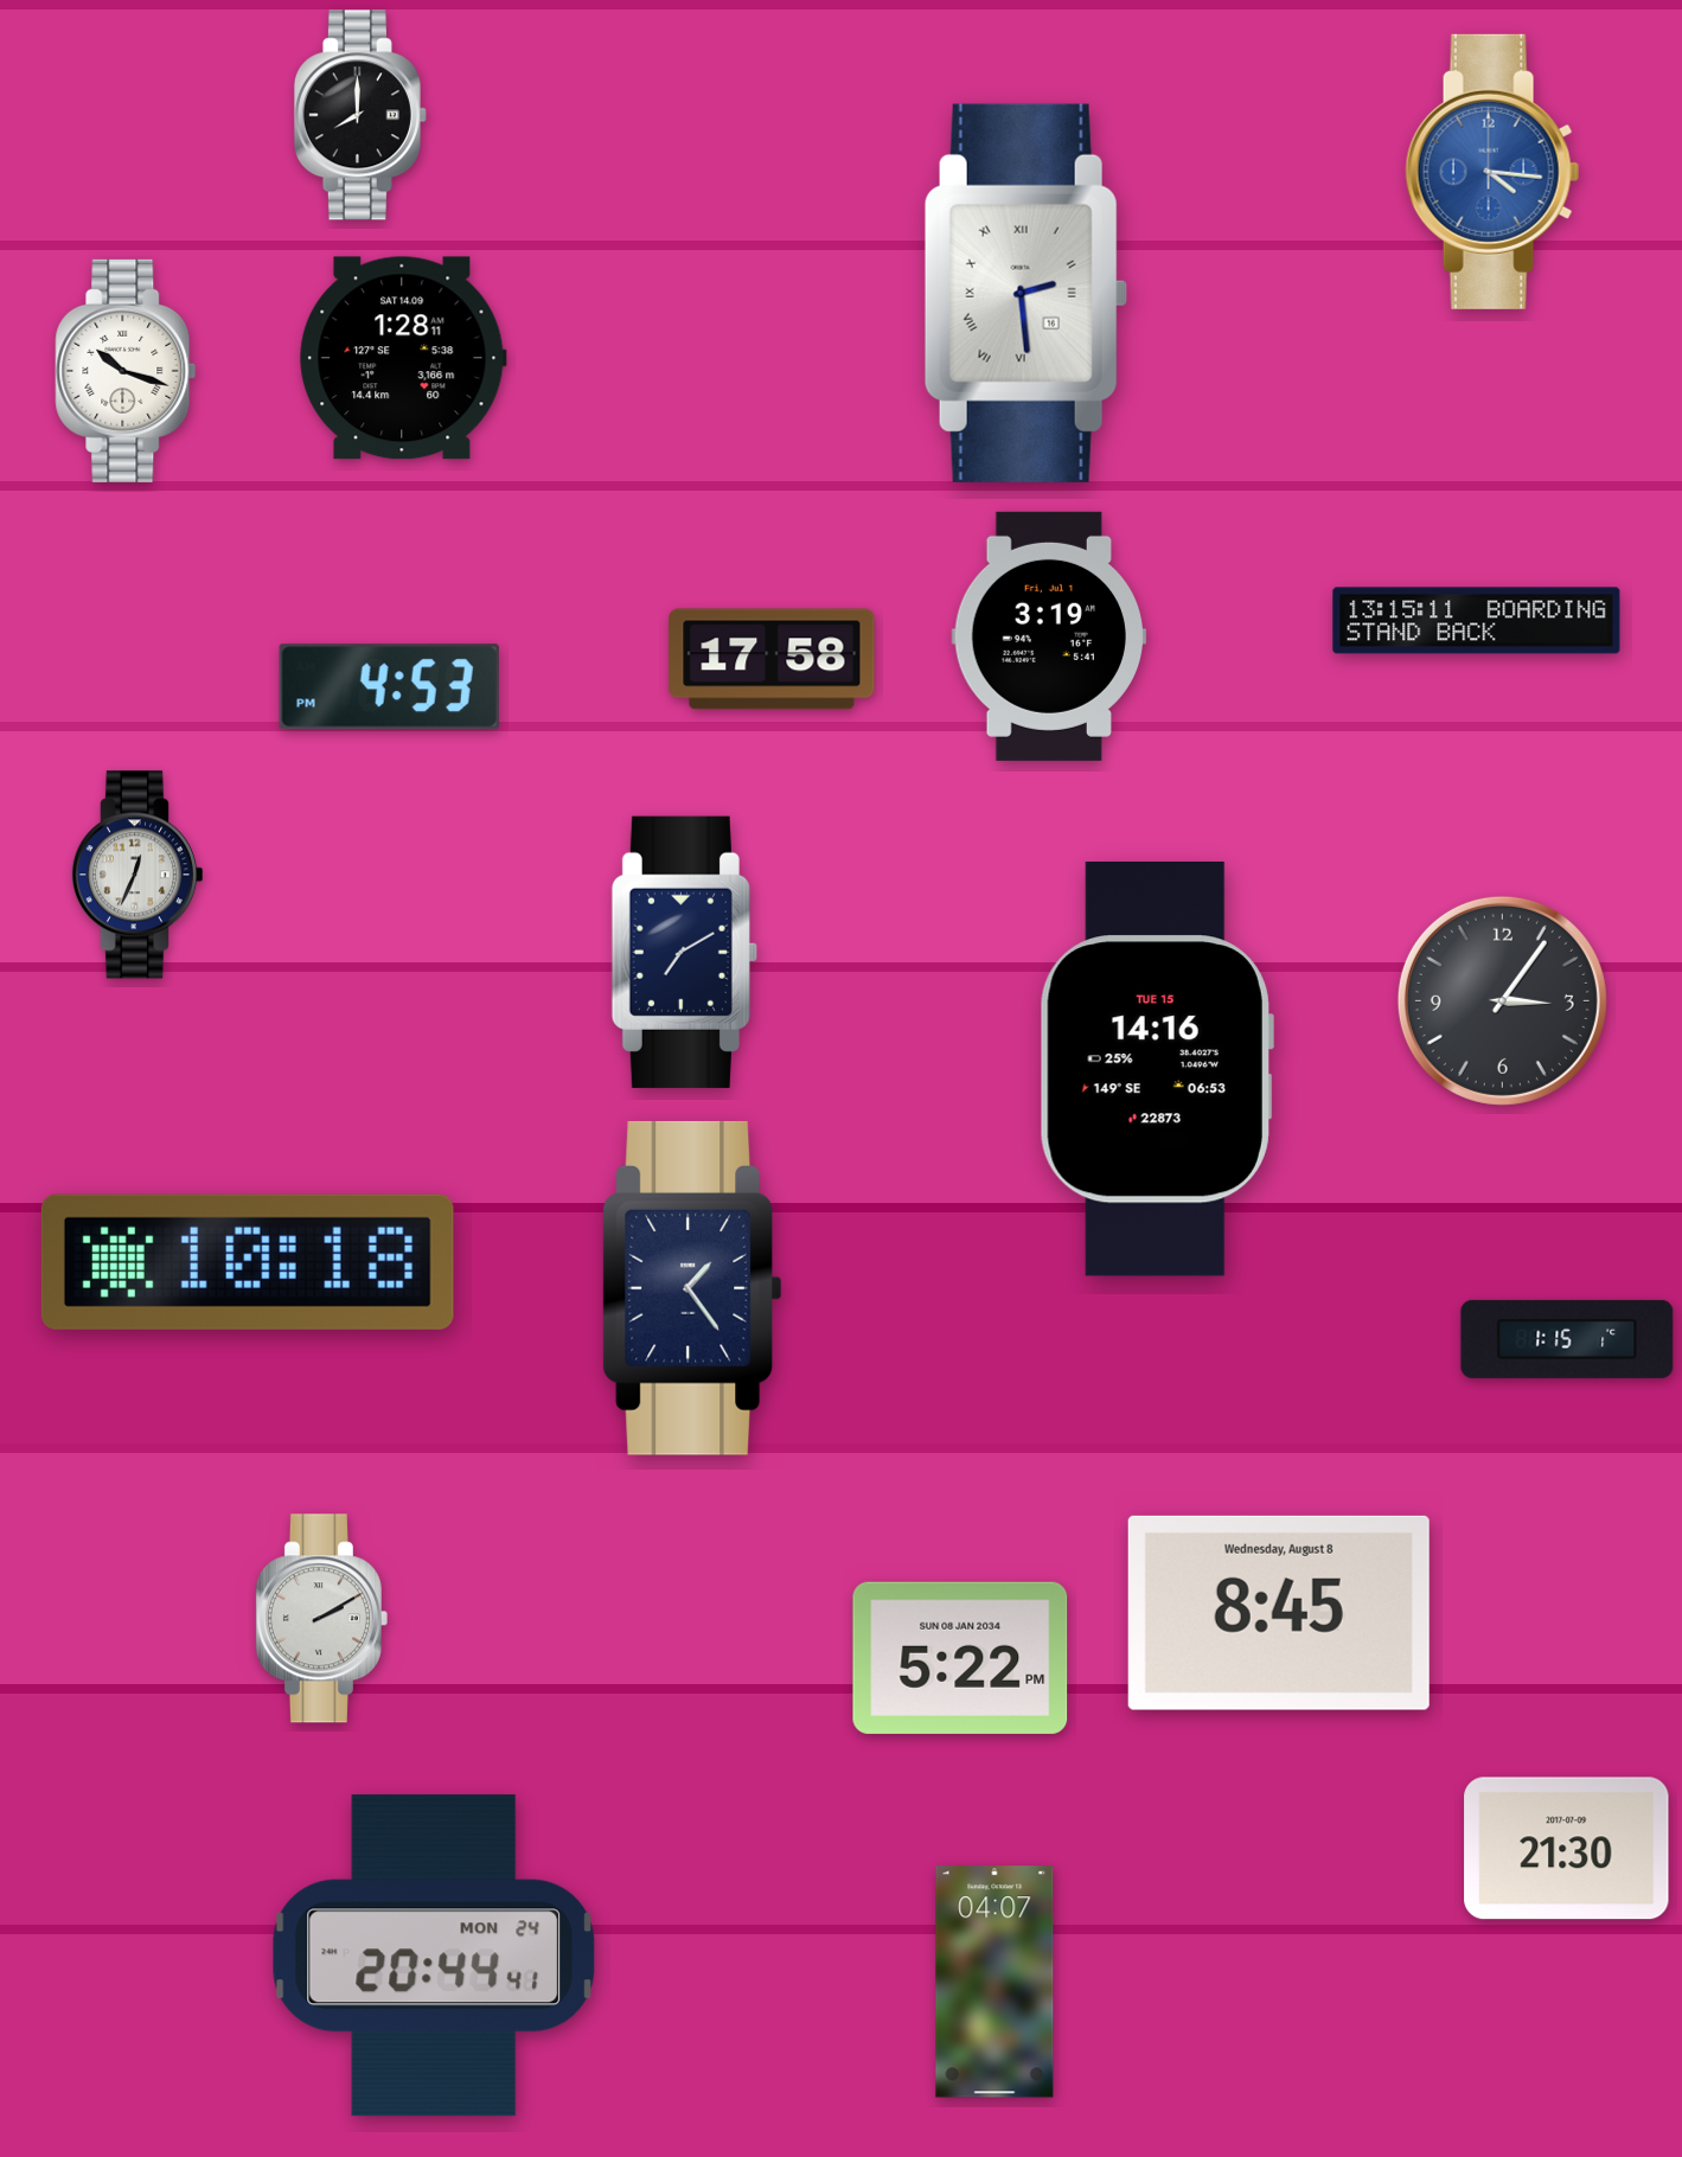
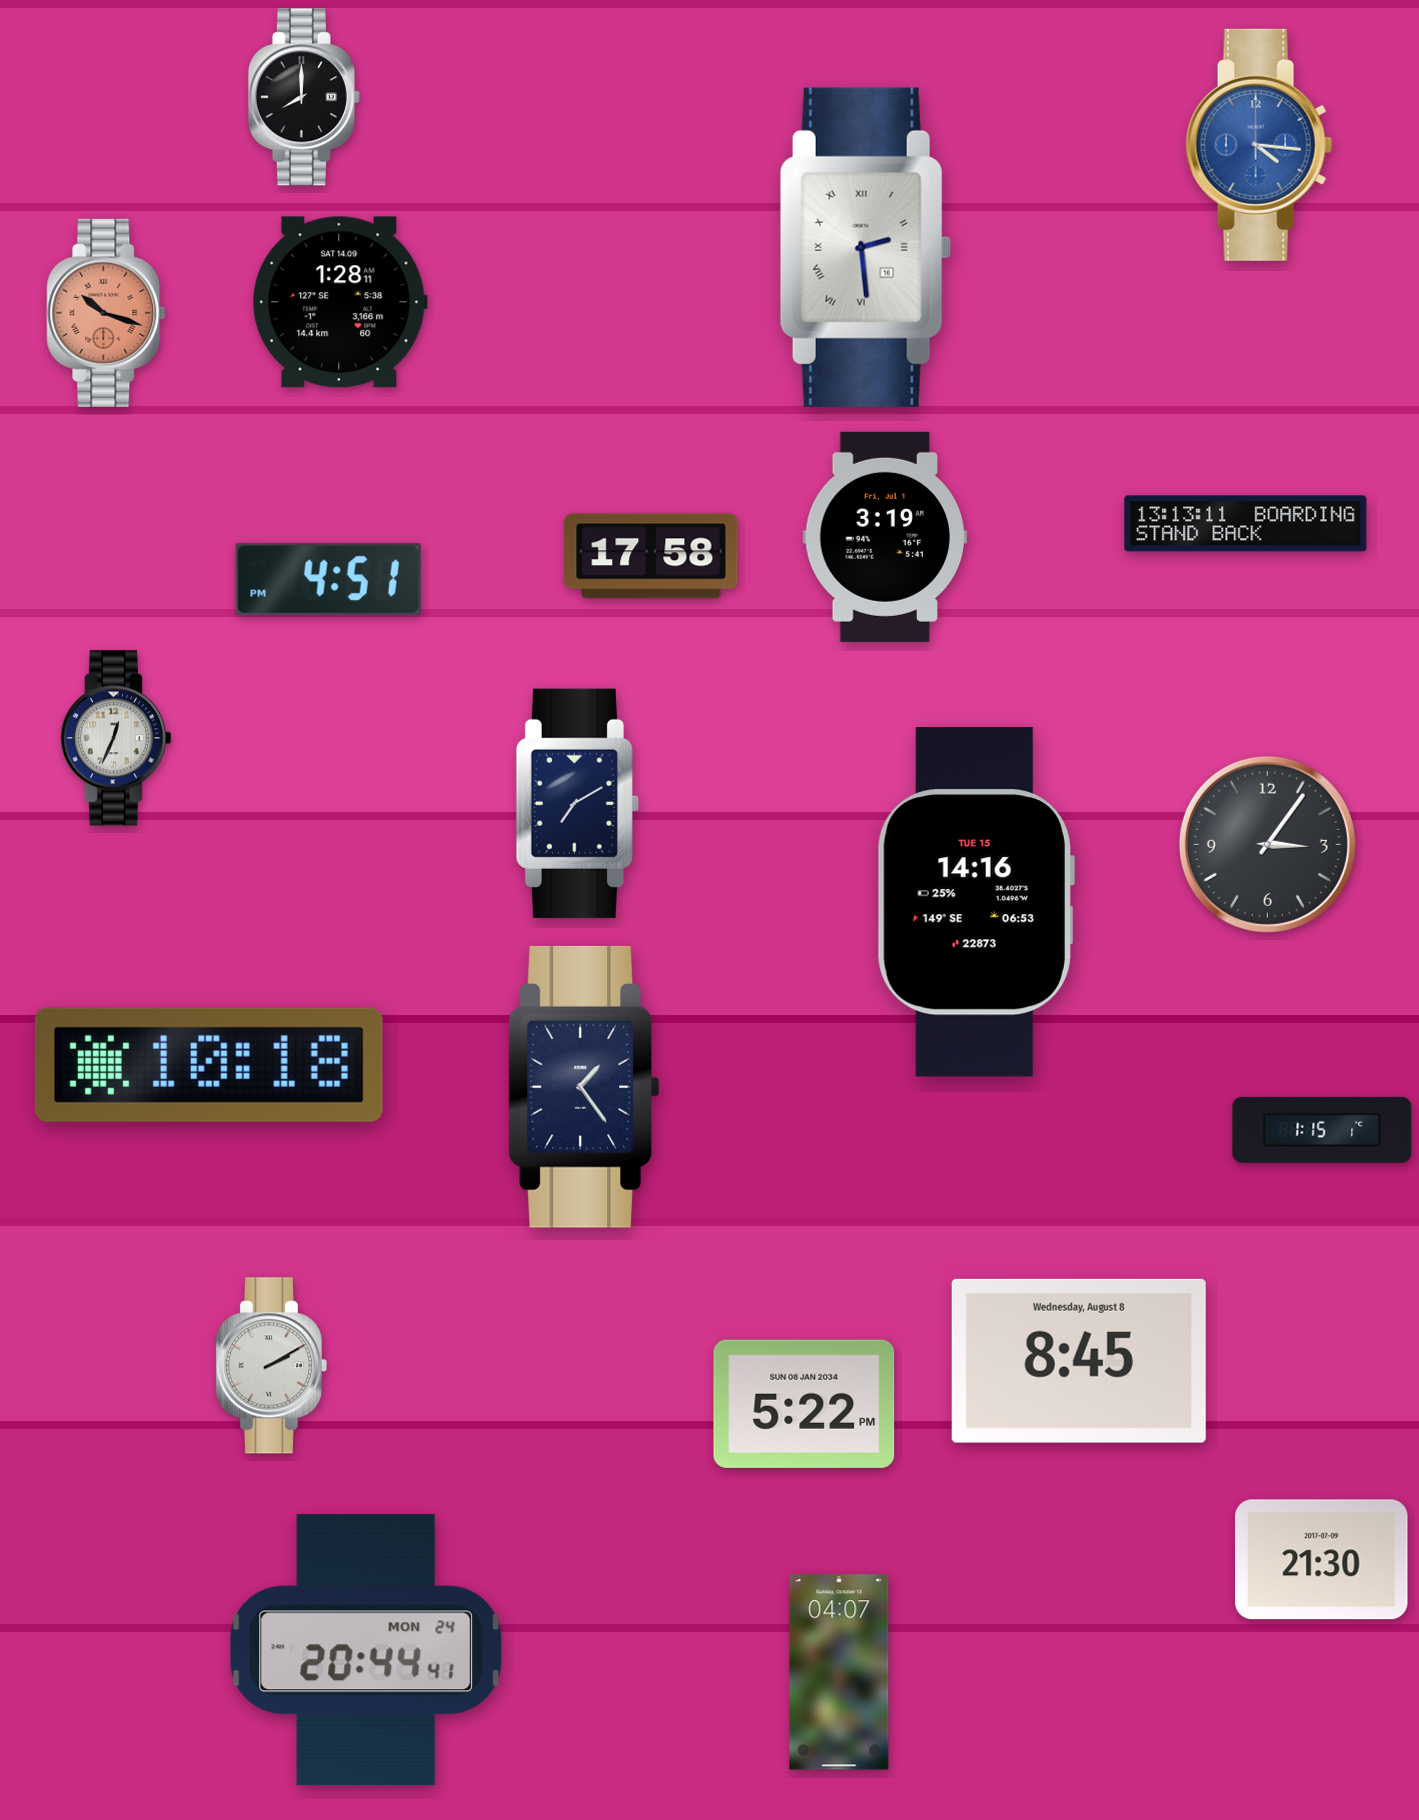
clock at (126, 371) dial: white -> salmon
clock at (1477, 621): 13:15 -> 13:13
clock at (389, 687): 4:53 -> 4:51
clock at (960, 1658) position: (960, 1658) -> (804, 1404)
